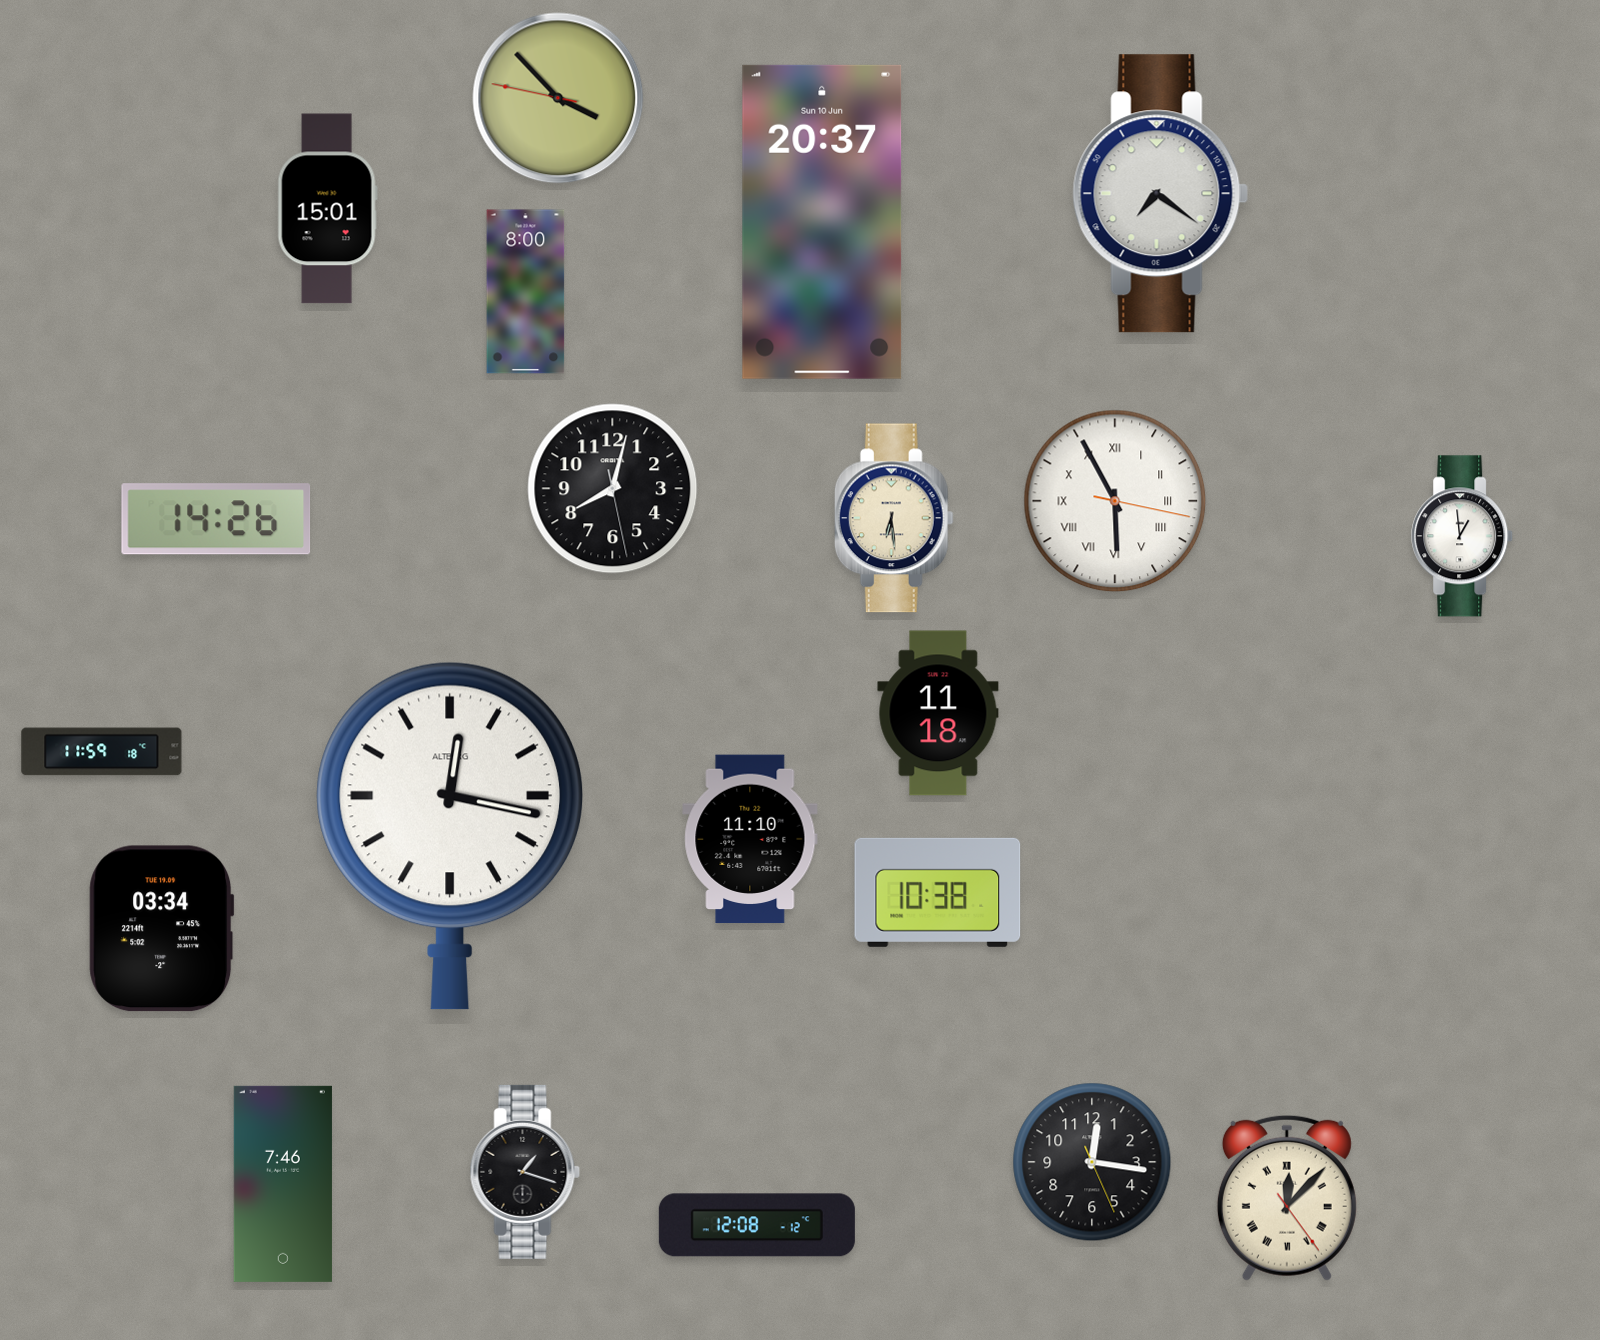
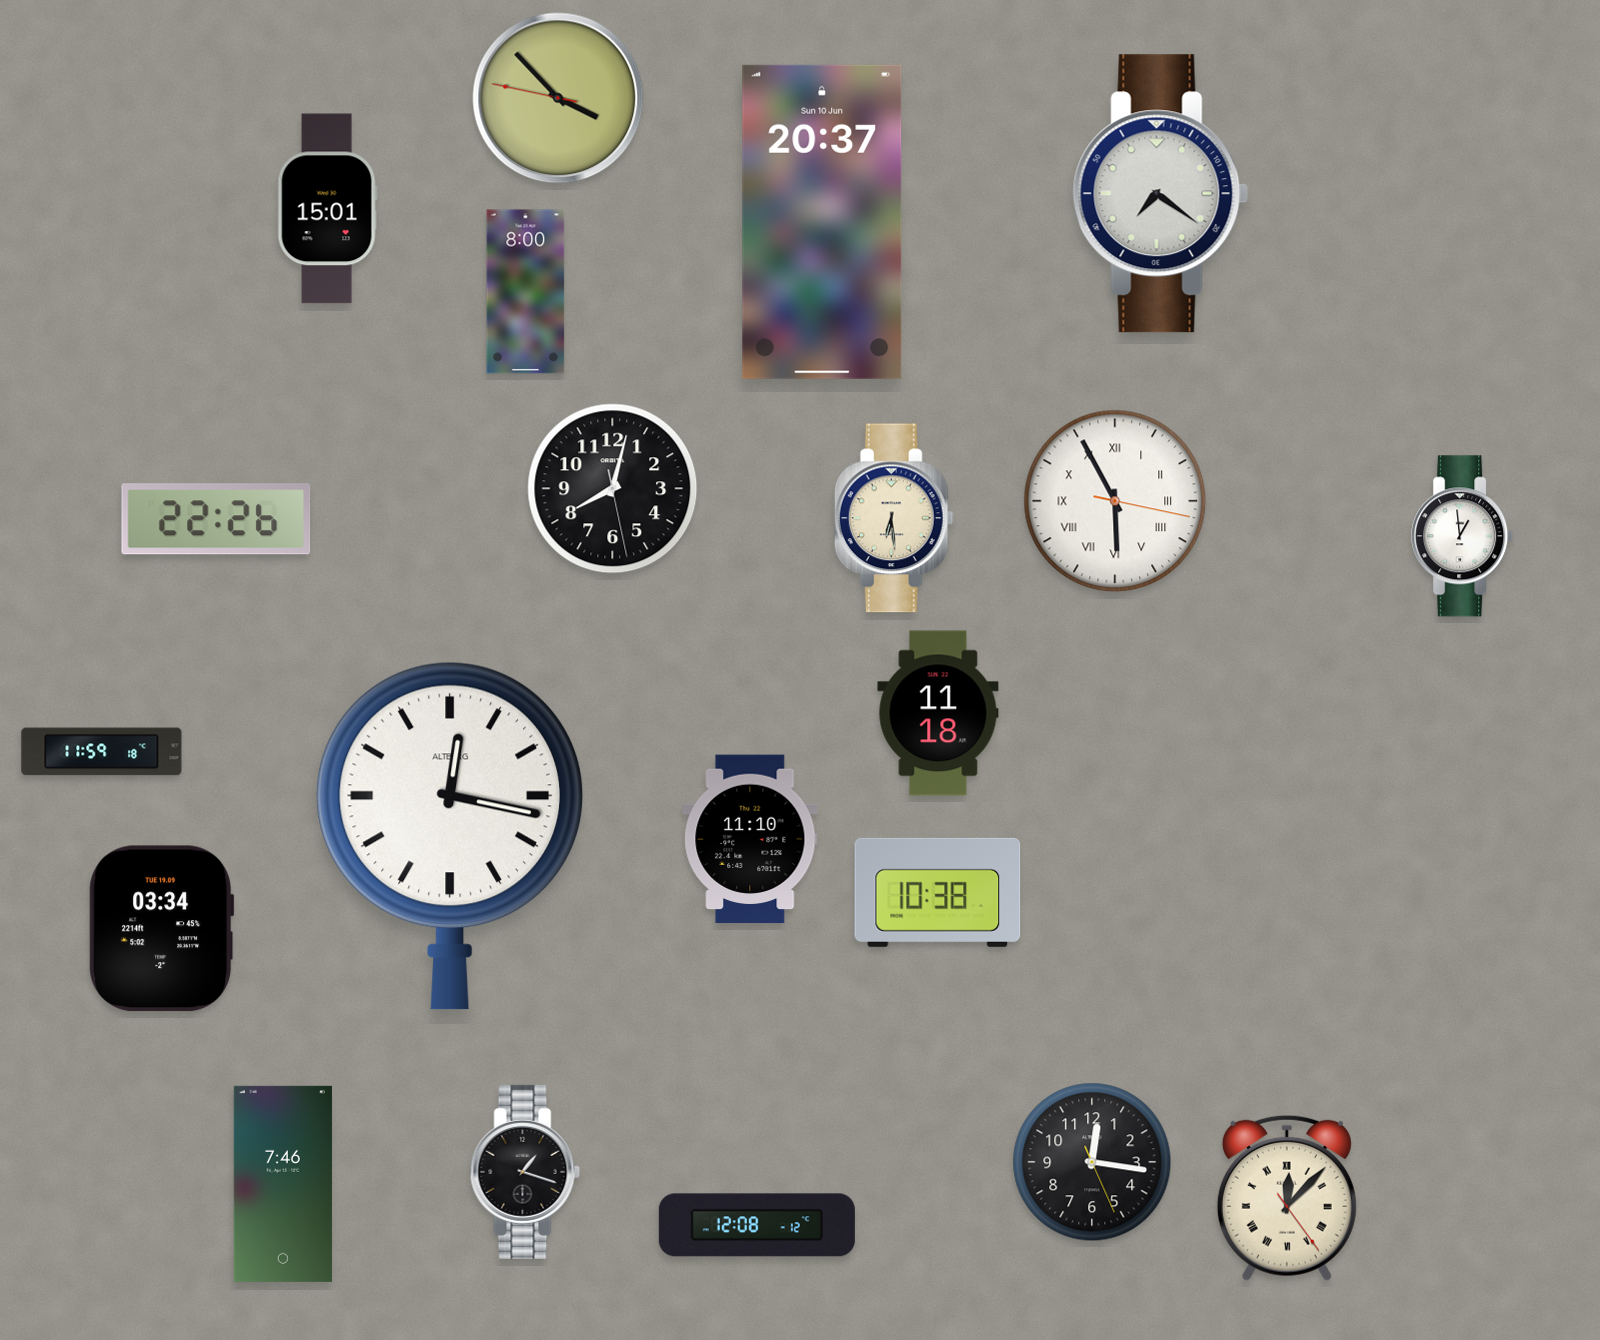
clock at (216, 519): 14:26 -> 22:26
